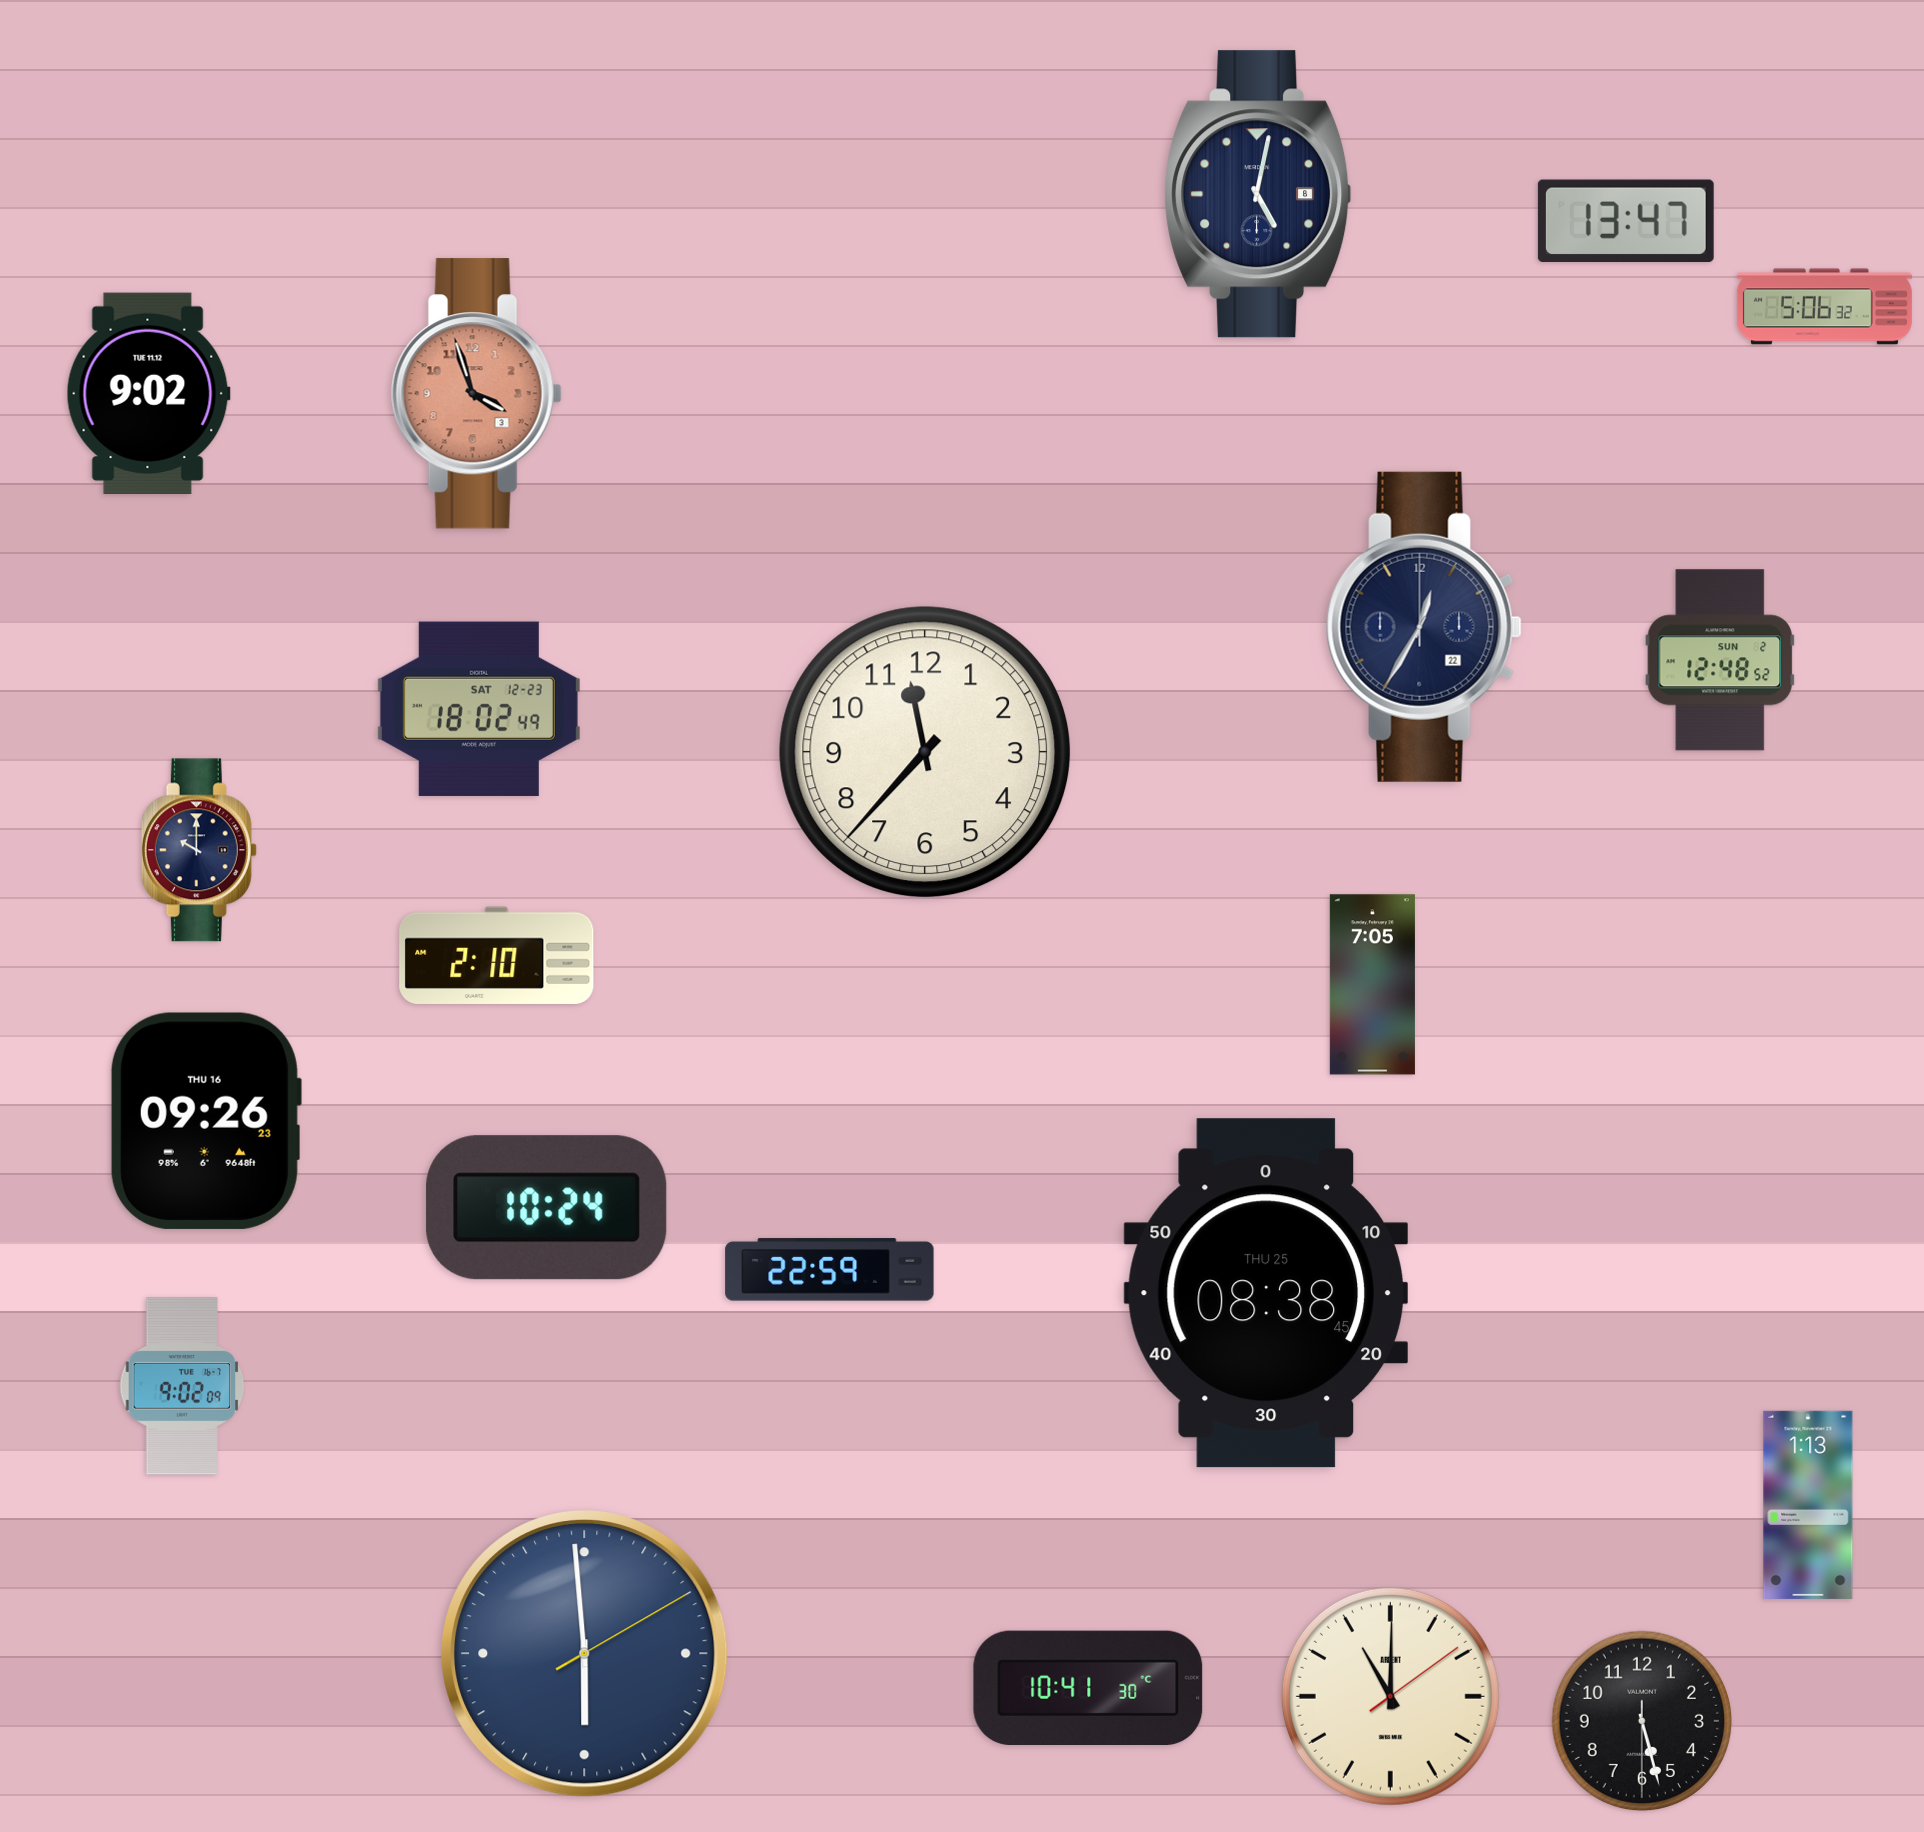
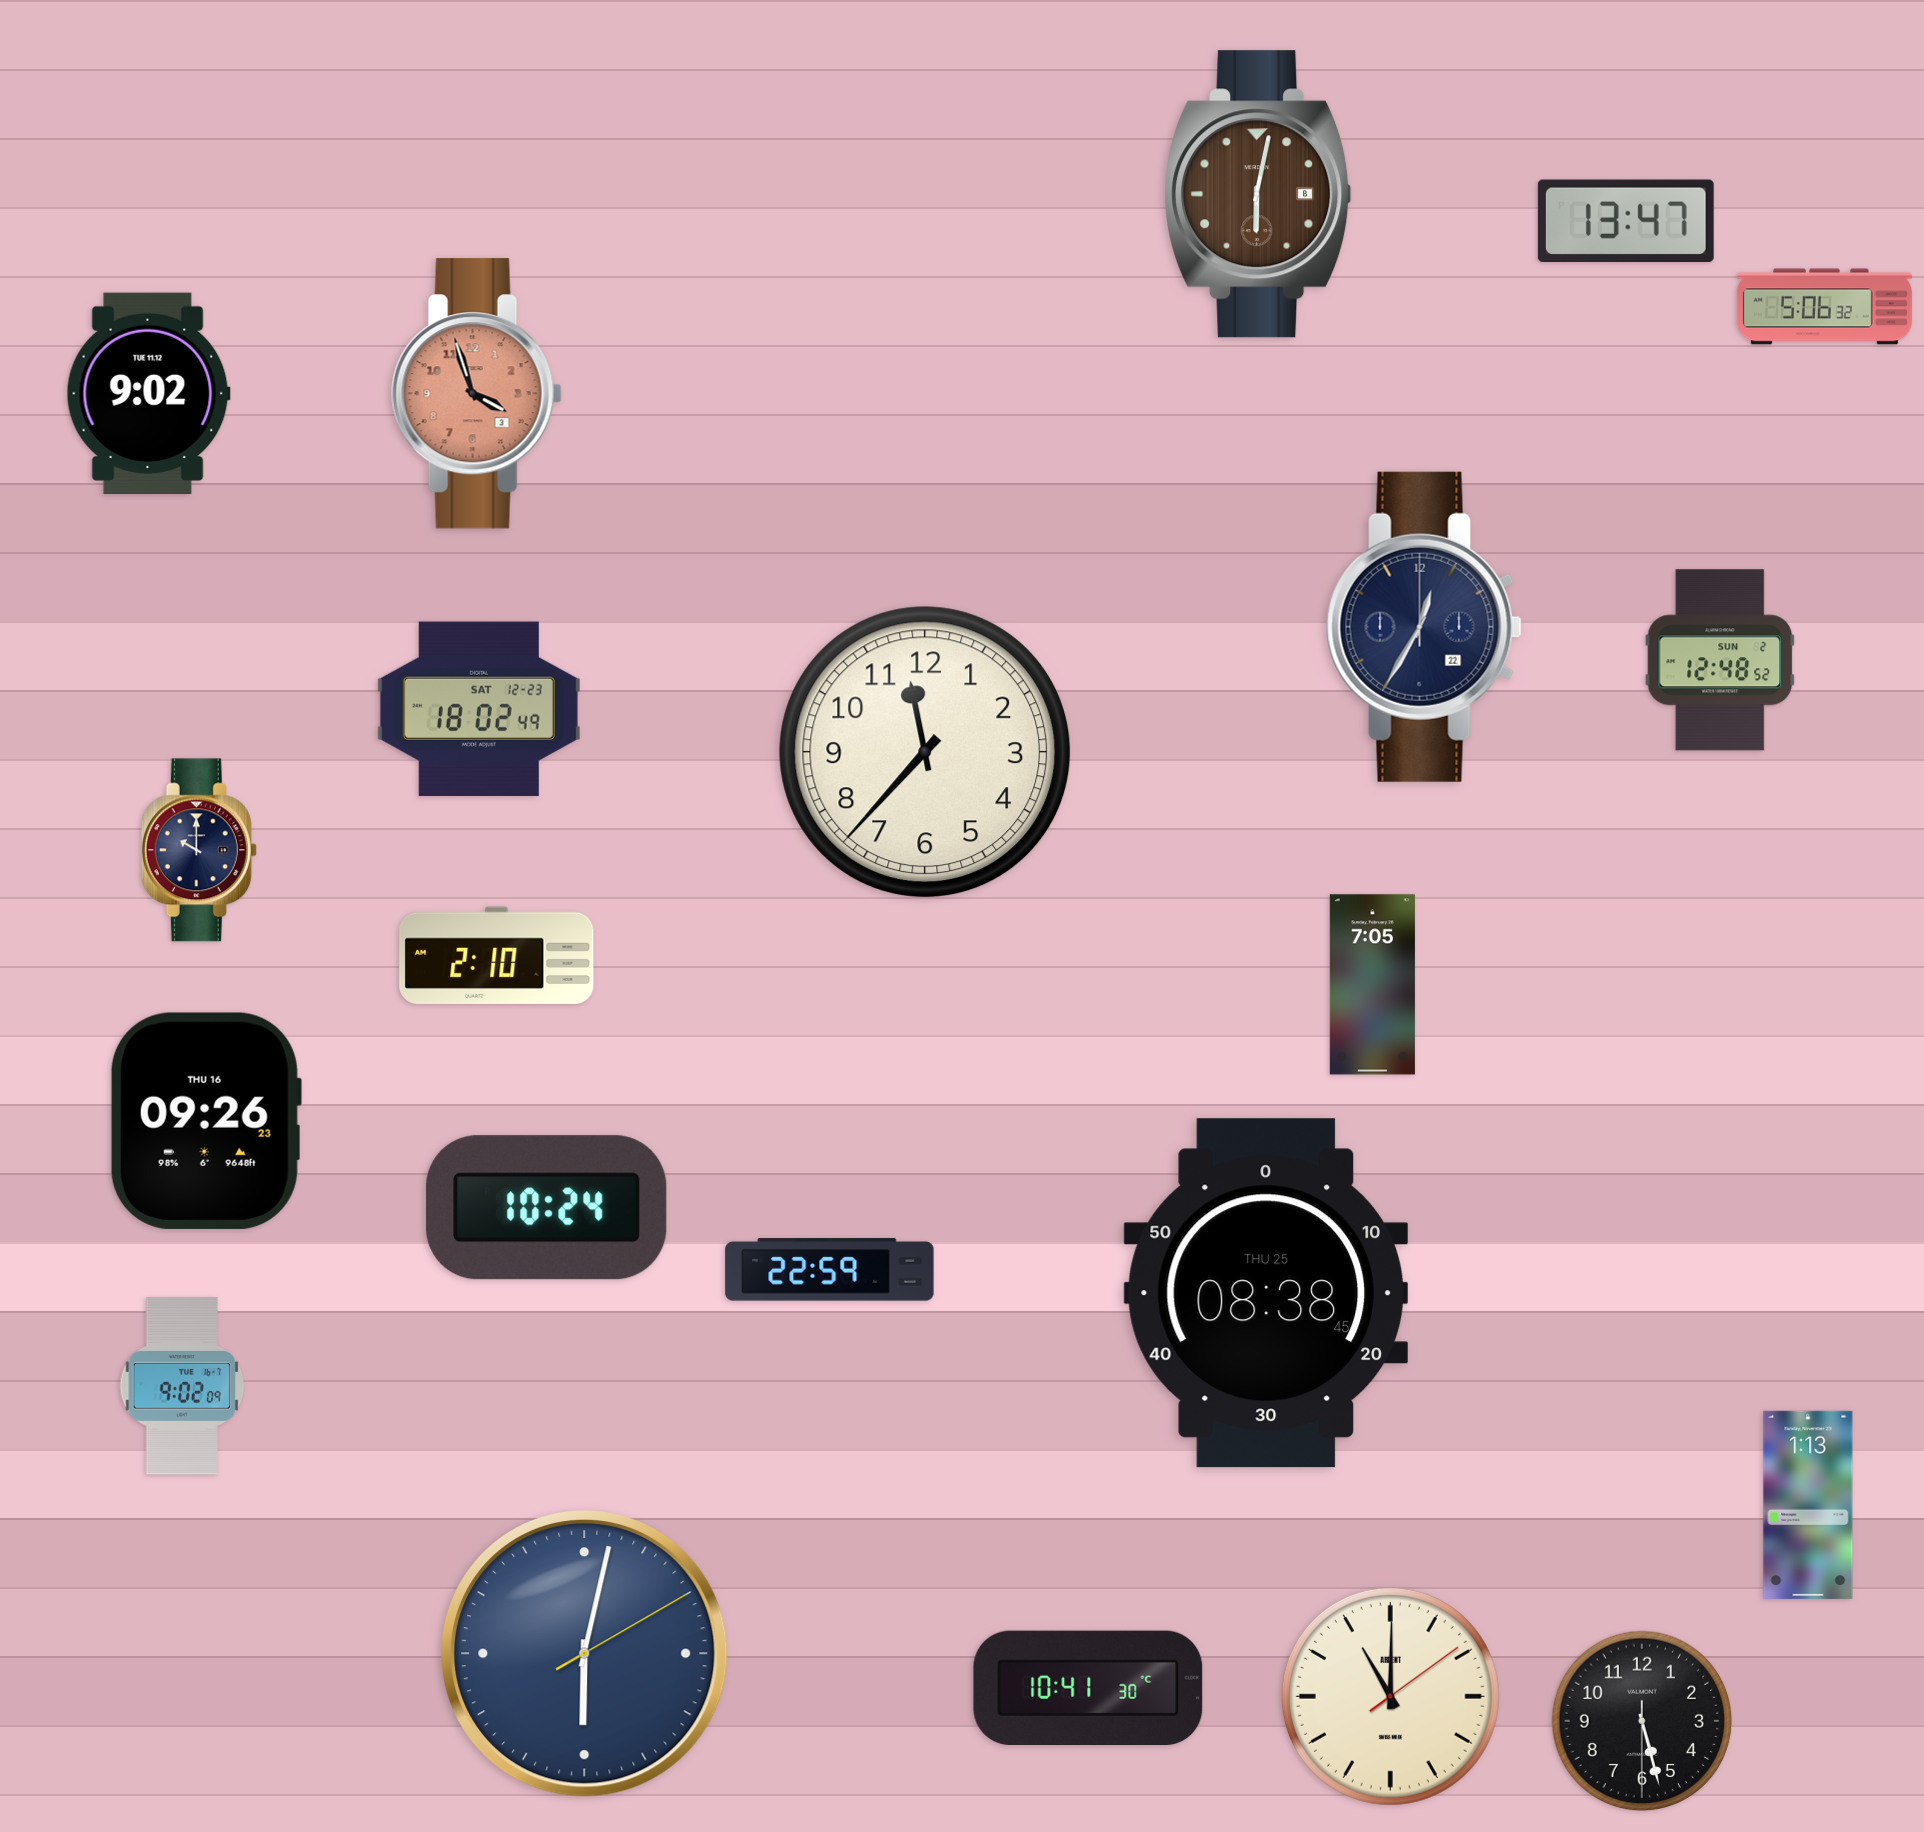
clock at (1258, 194): 5:02 -> 6:02
clock at (1258, 194) dial: navy -> brown
clock at (585, 1654): 5:59 -> 6:02
